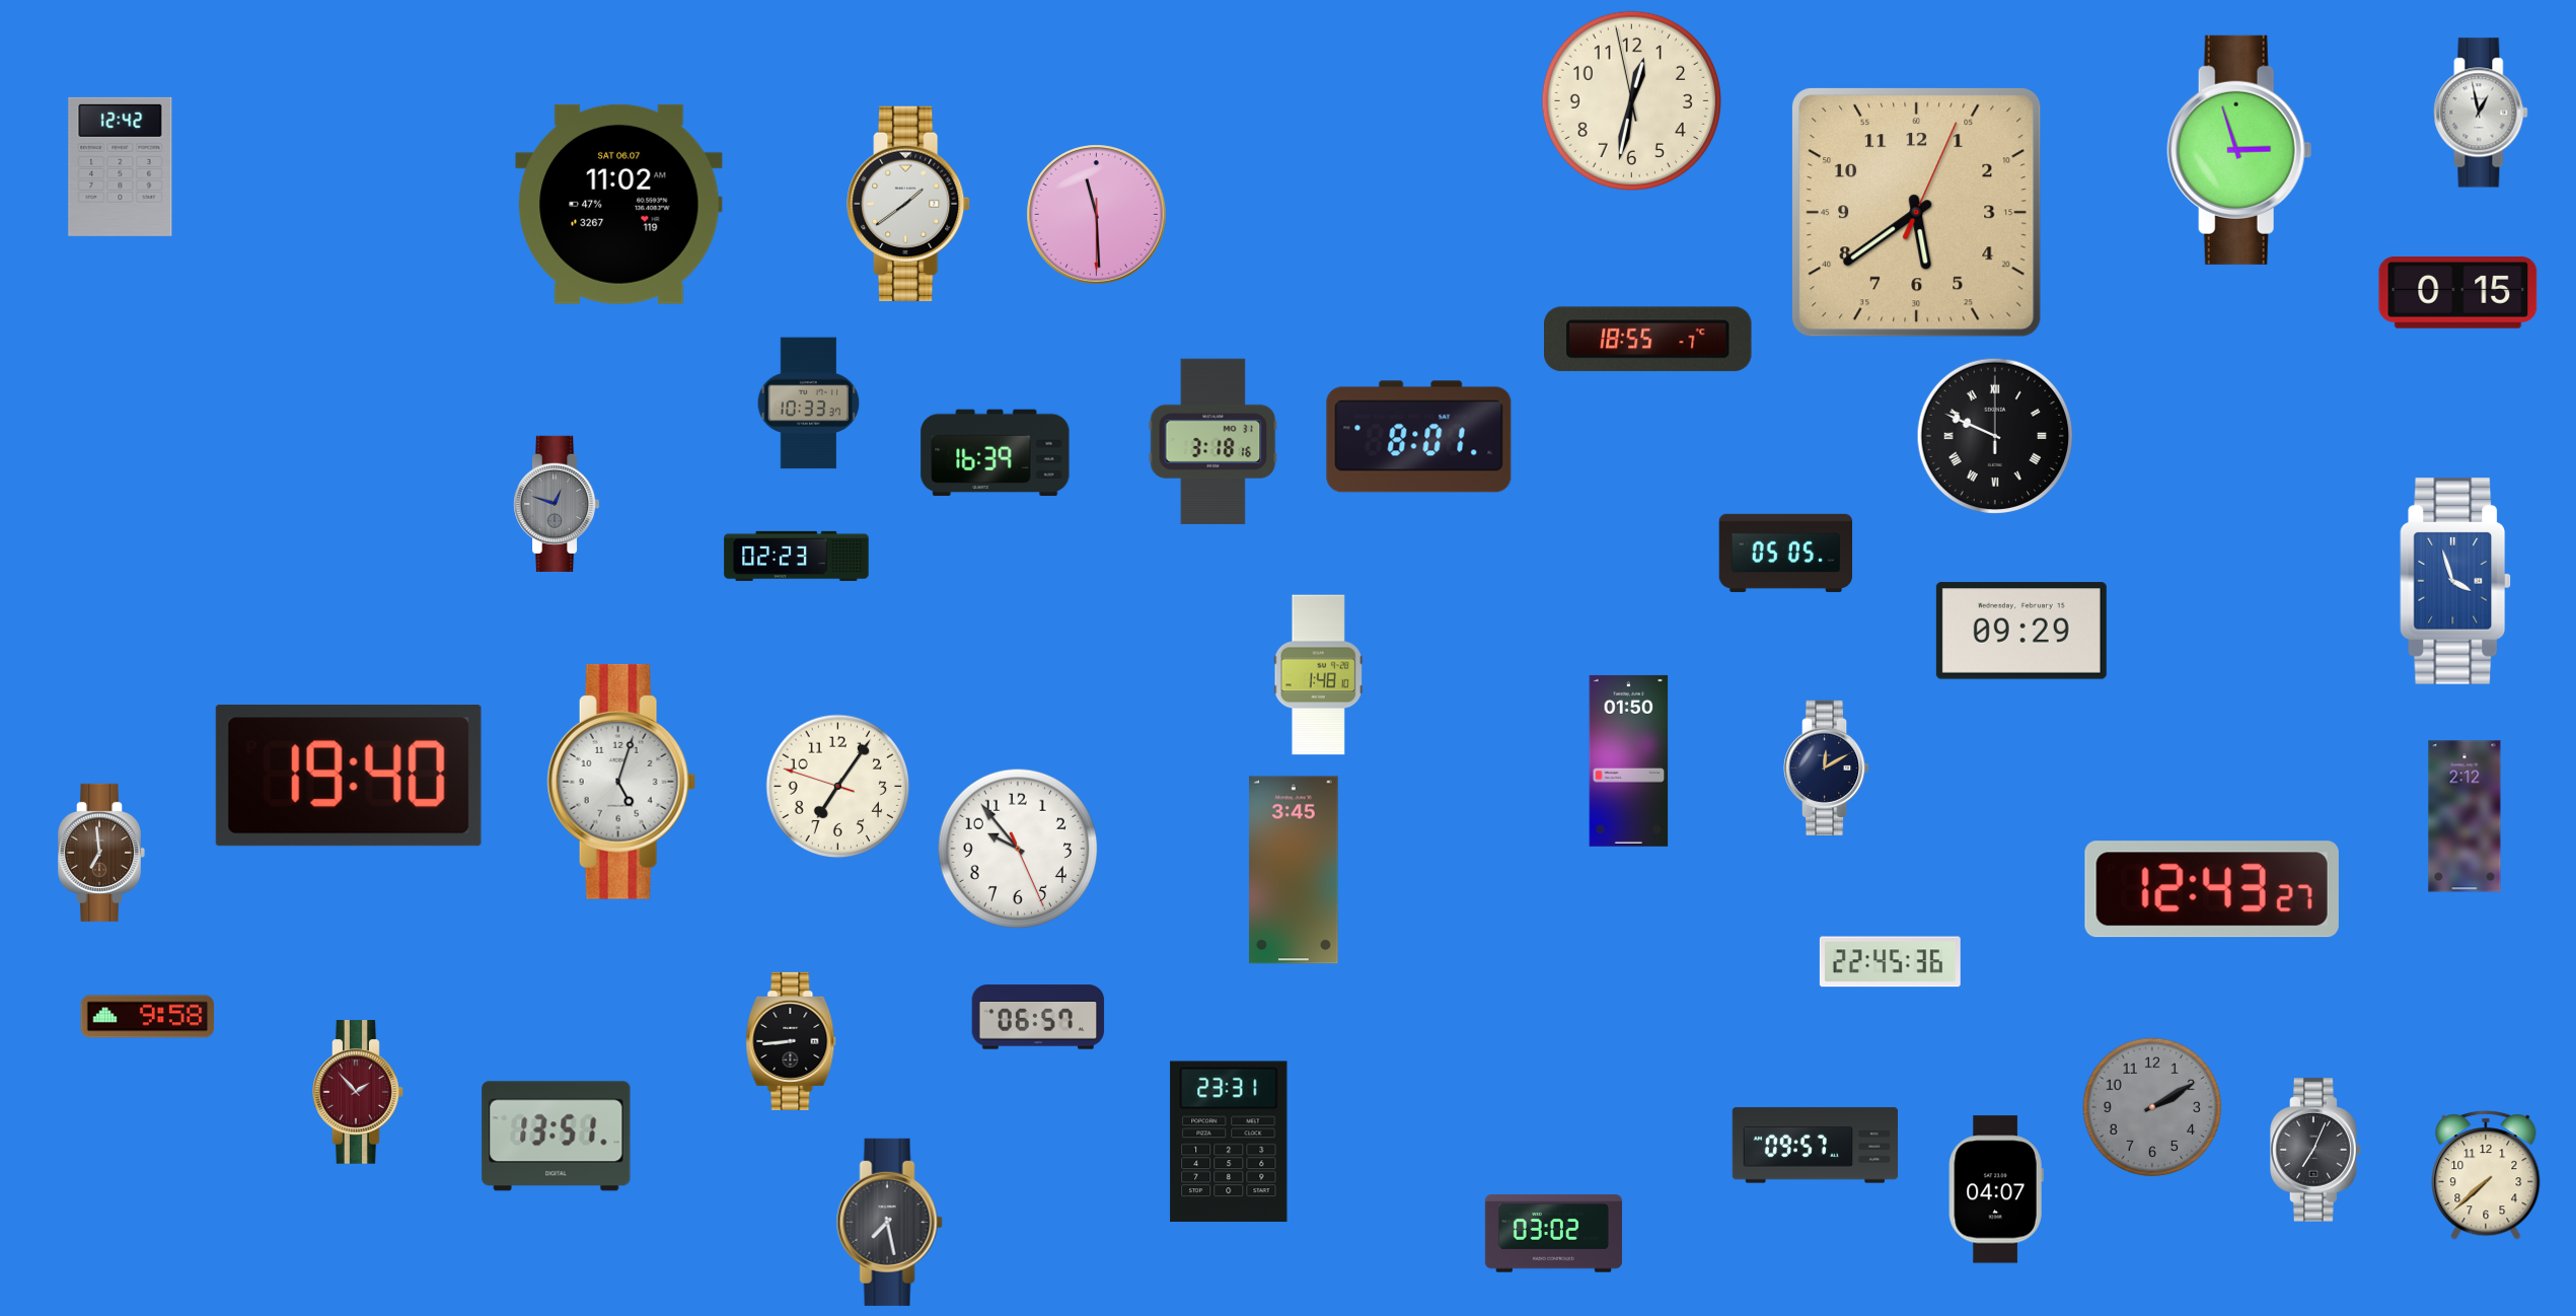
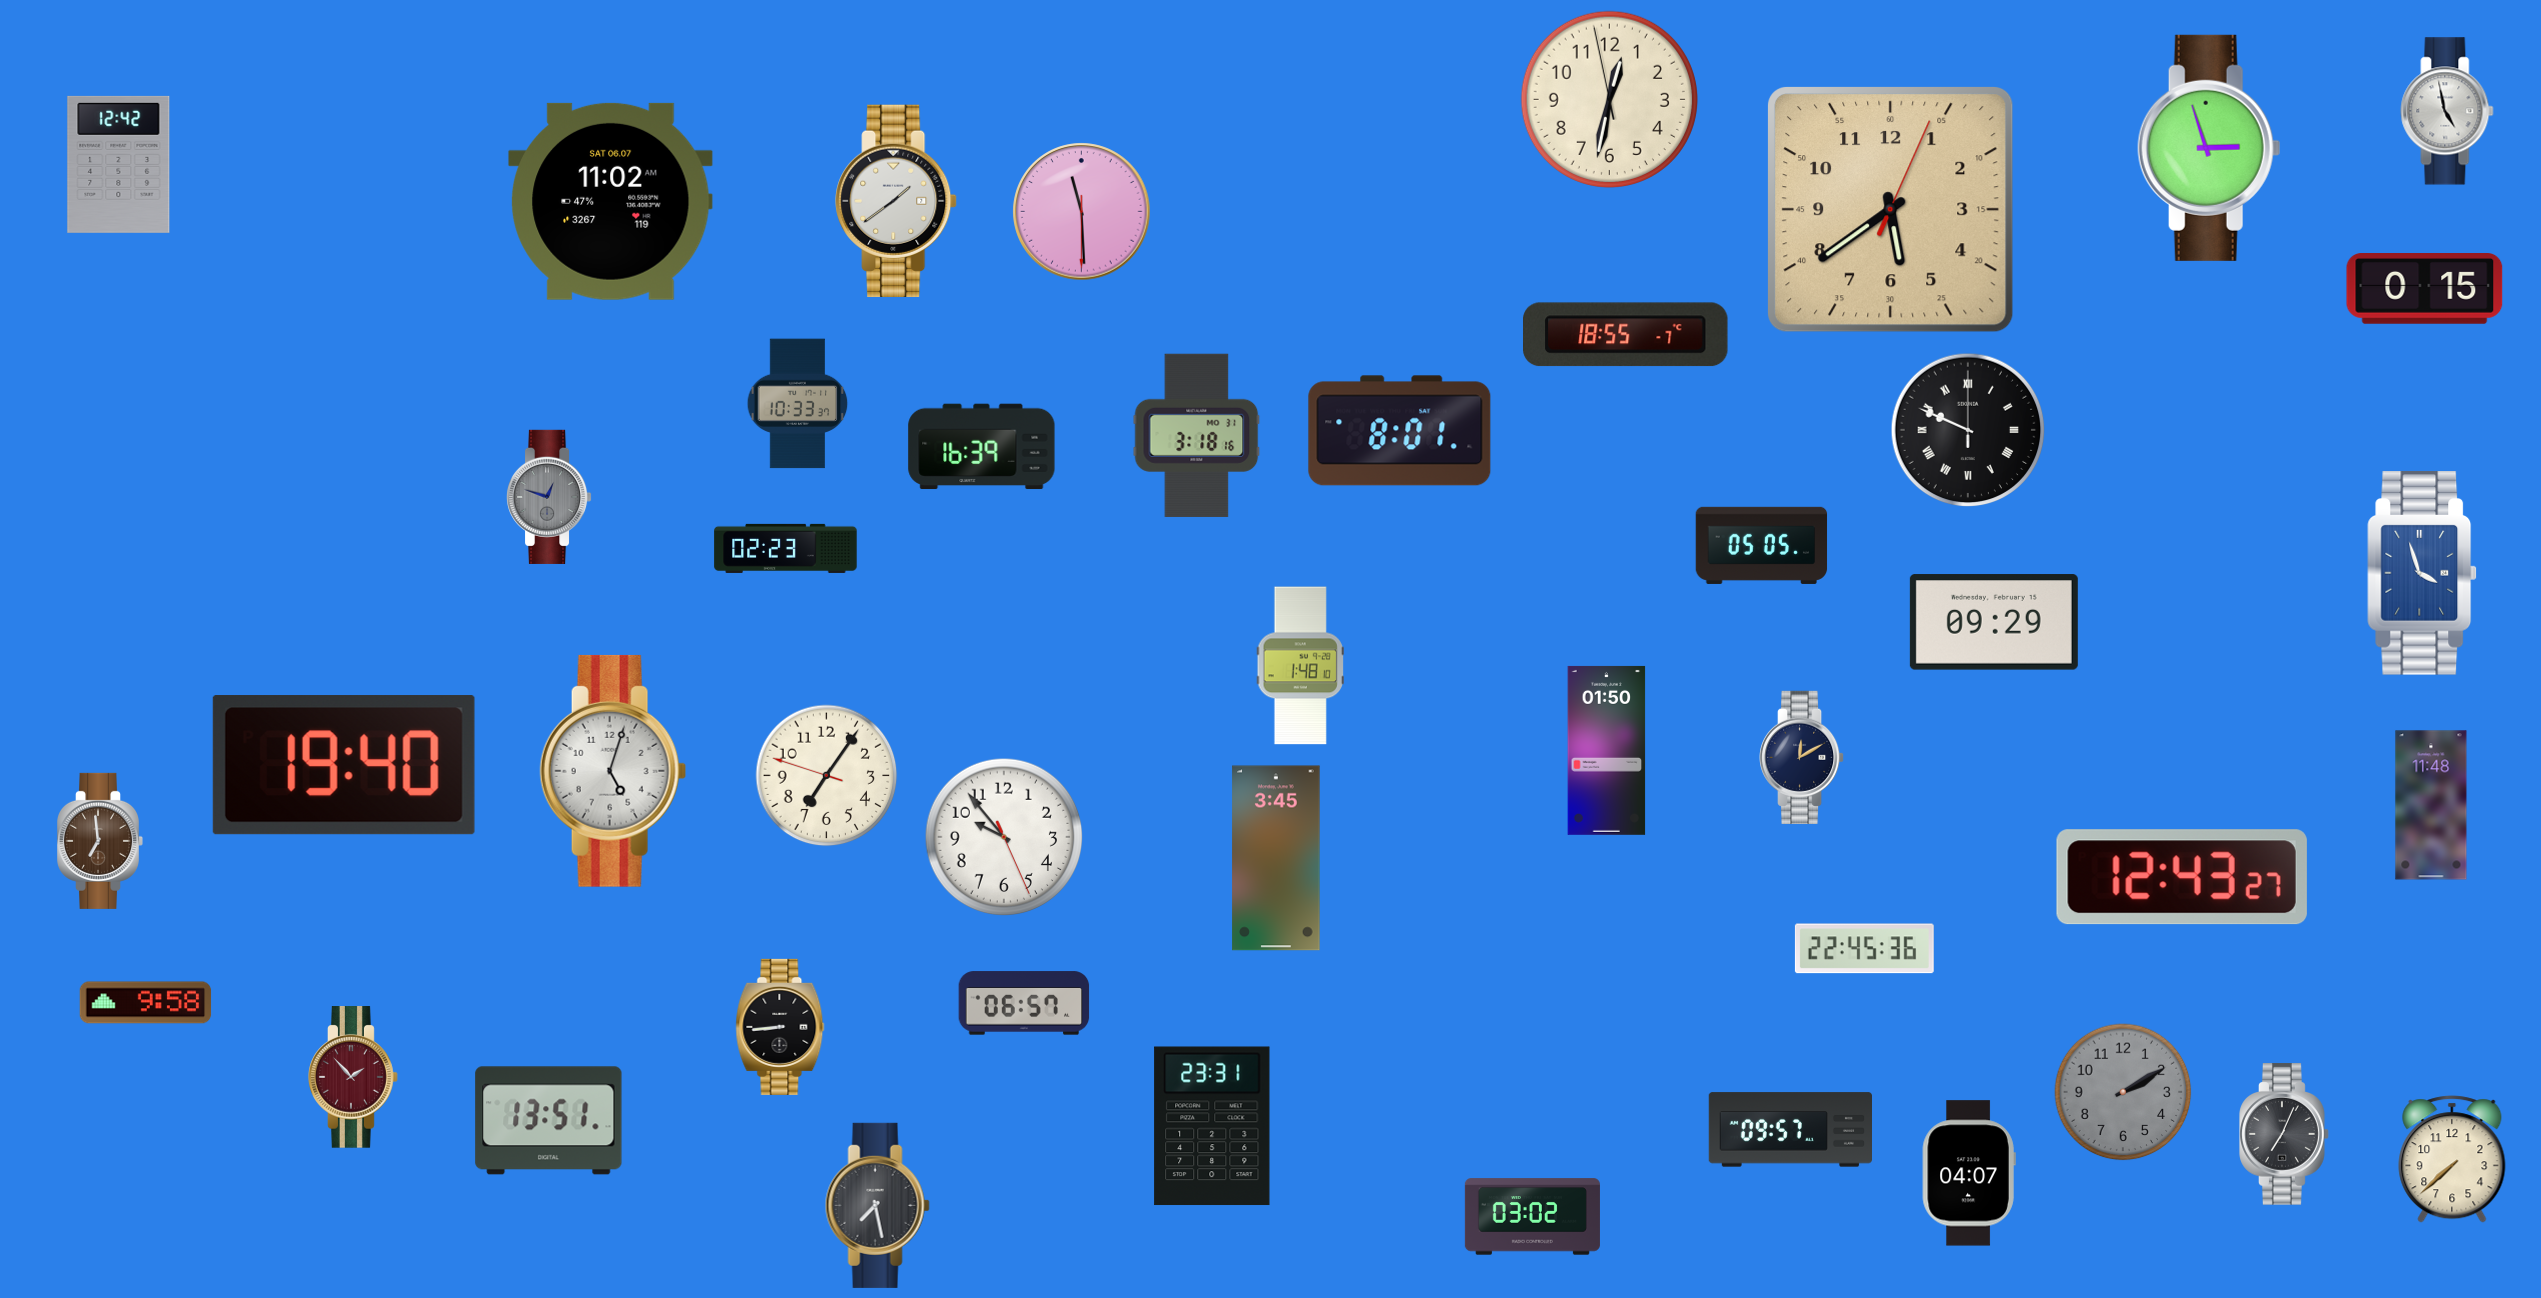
clock at (2481, 113): 12:58 -> 4:58
clock at (809, 404) position: (809, 404) -> (798, 404)
clock at (2464, 816): 2:12 -> 11:48
